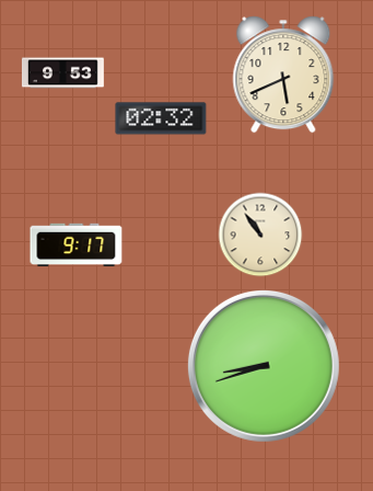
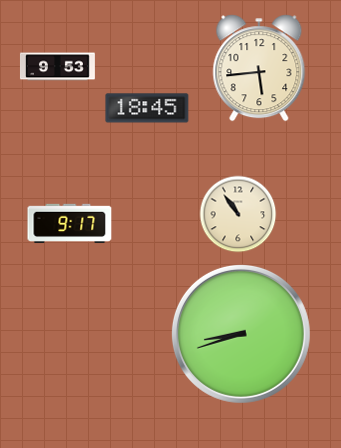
clock at (283, 75): 5:41 -> 5:44
clock at (161, 118): 02:32 -> 18:45
